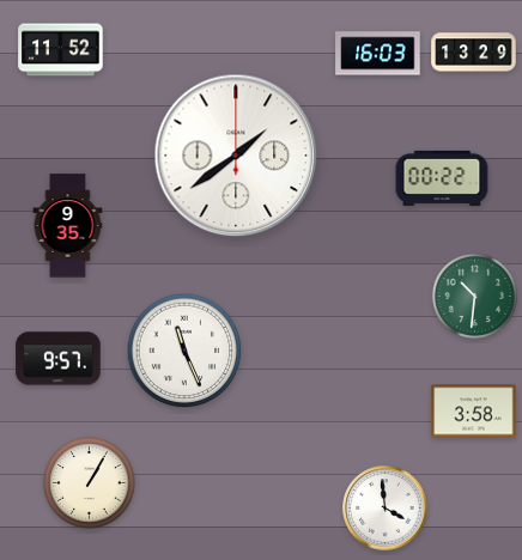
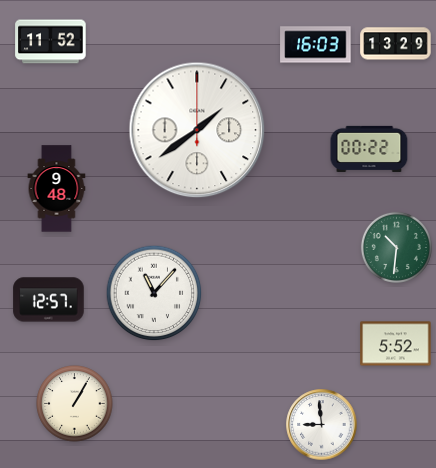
clock at (68, 226): 9:35 -> 9:48
clock at (184, 351): 11:26 -> 11:07
clock at (59, 359): 9:57 -> 12:57
clock at (474, 412): 3:58 -> 5:52
clock at (386, 509): 3:59 -> 8:59
